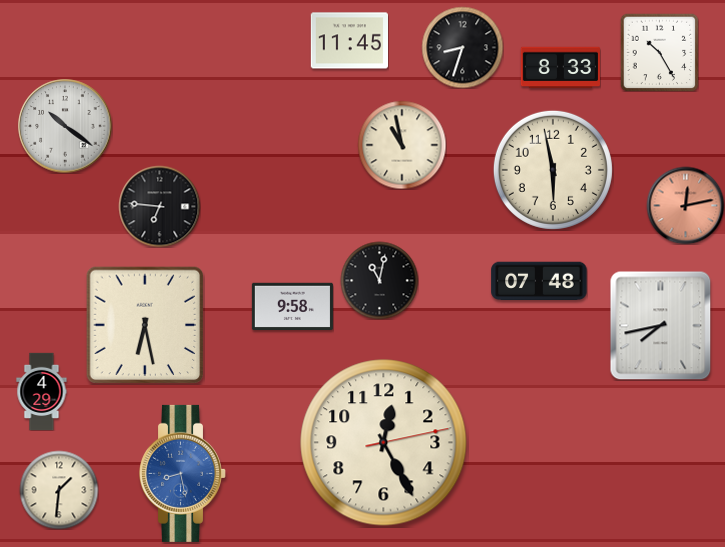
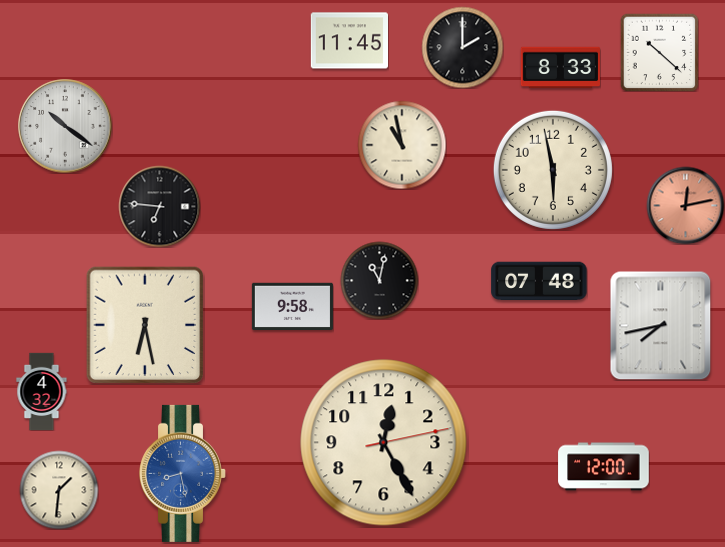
clock at (462, 47): 8:33 -> 2:00
clock at (659, 52): 10:25 -> 10:22
clock at (42, 391): 4:29 -> 4:32
clock at (604, 467): none -> 12:00
